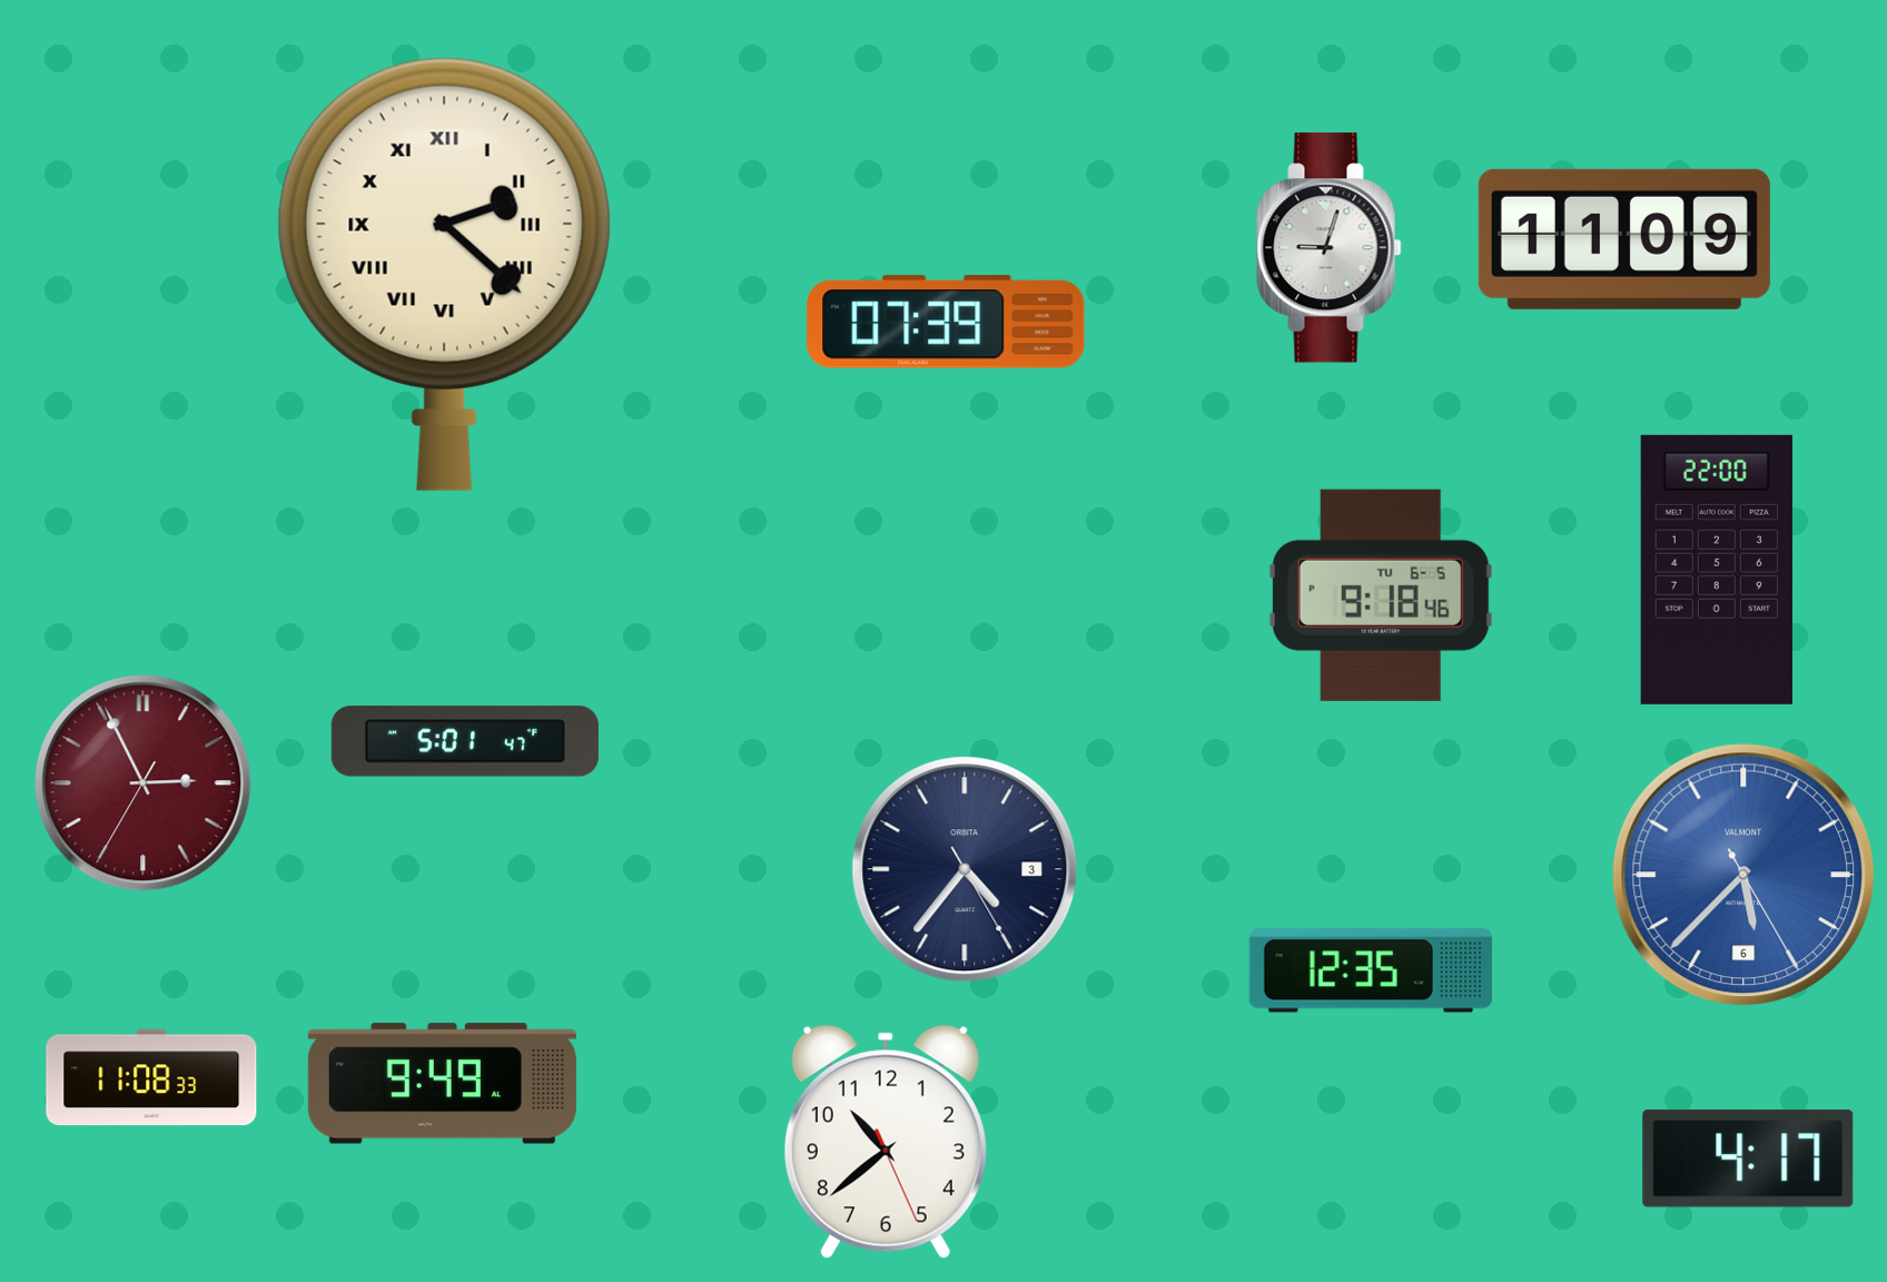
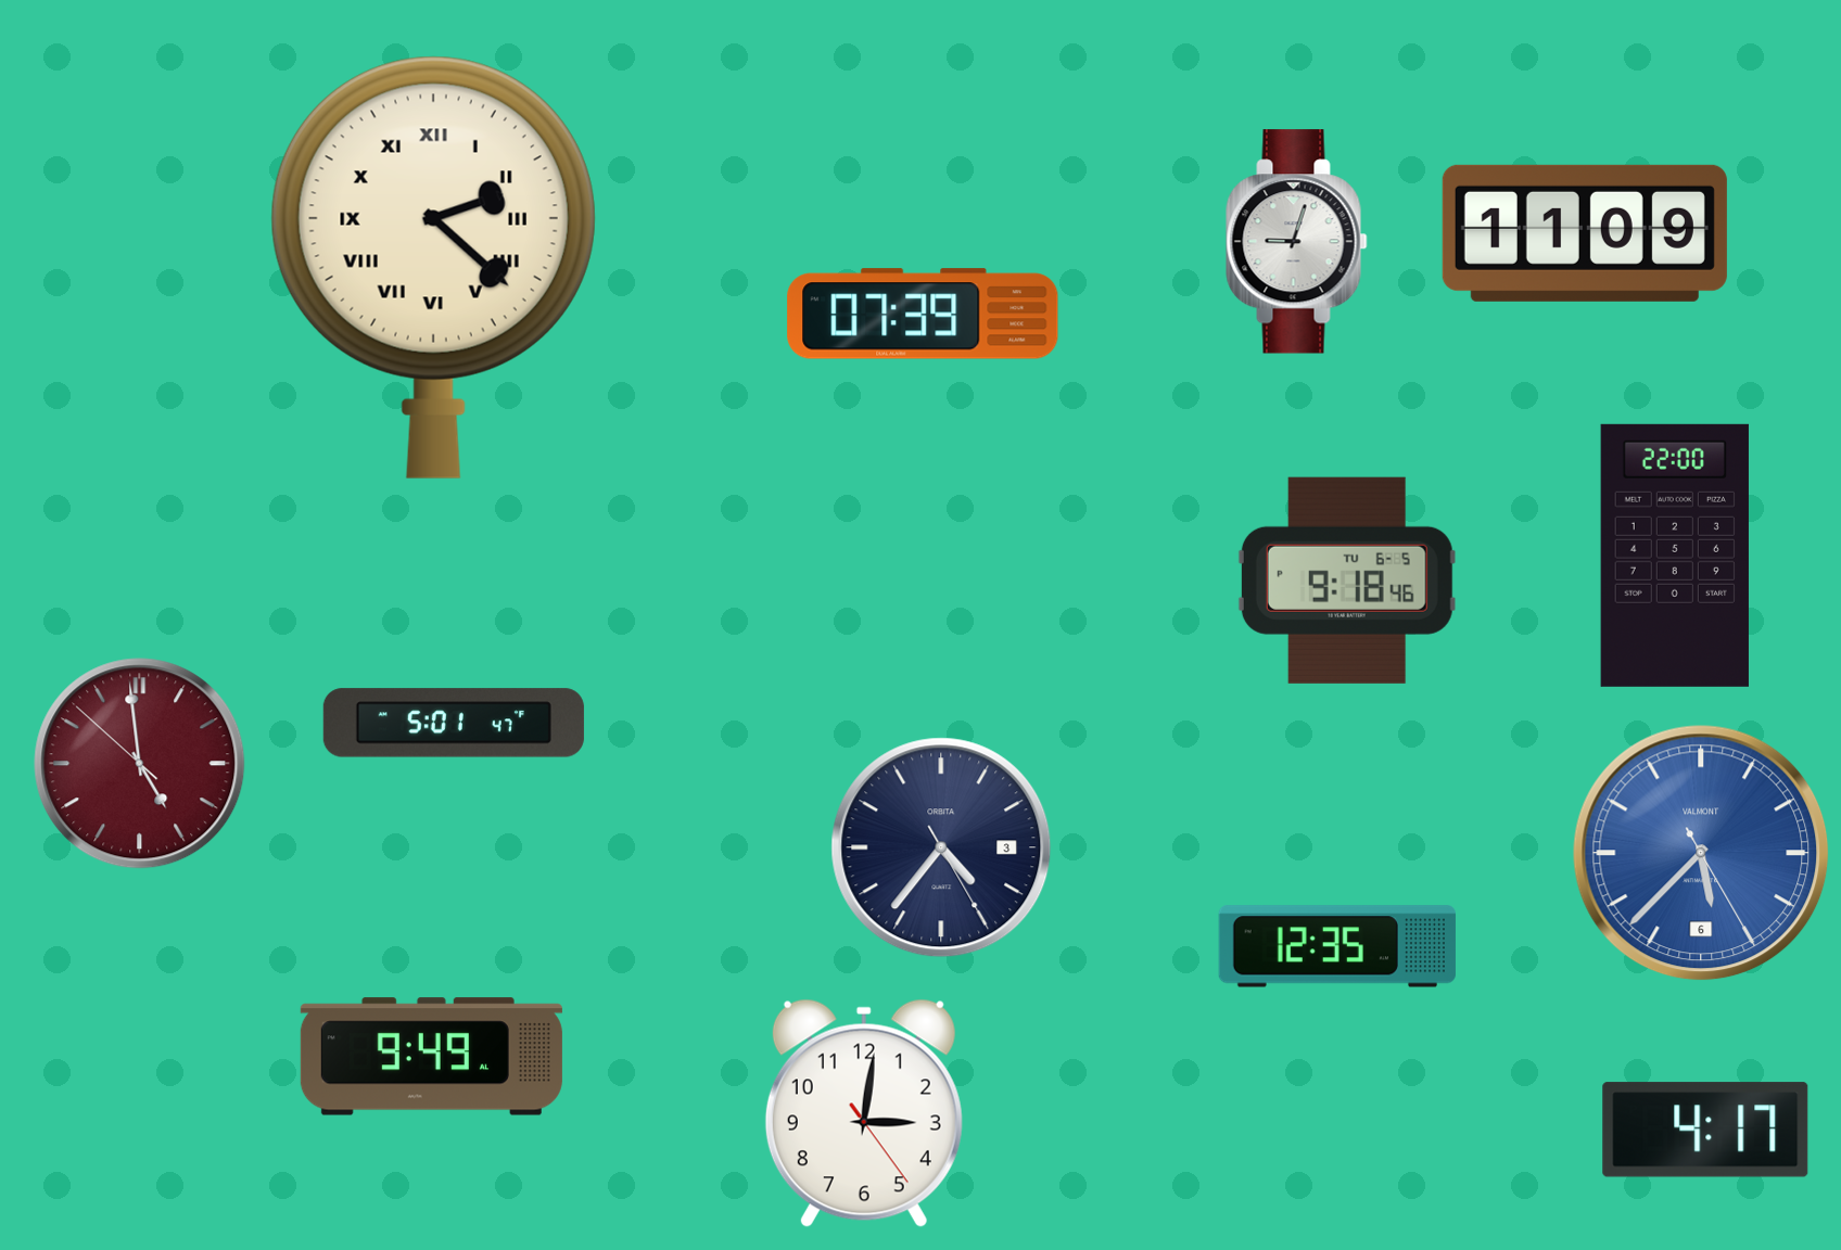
clock at (144, 783): 2:55 -> 4:58
clock at (151, 1077): 11:08 -> none
clock at (886, 1142): 10:38 -> 3:01
